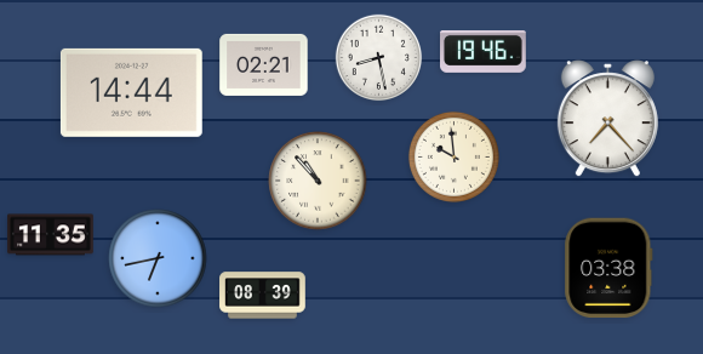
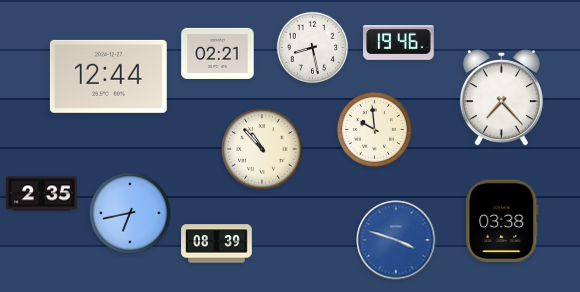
clock at (131, 92): 14:44 -> 12:44
clock at (51, 235): 11:35 -> 2:35
clock at (396, 240): none -> 3:48
